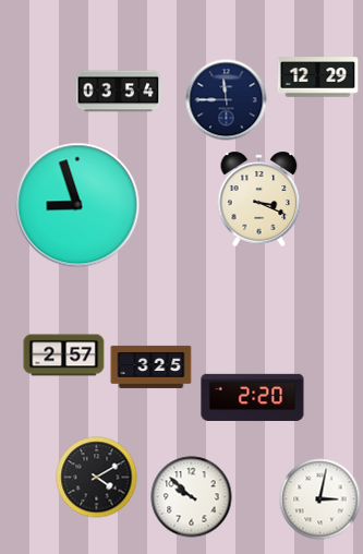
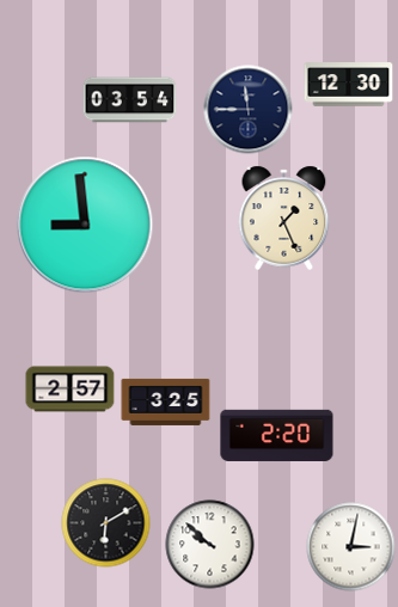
clock at (318, 77): 12:29 -> 12:30
clock at (259, 198): 3:19 -> 1:26
clock at (77, 205): 8:57 -> 8:59
clock at (97, 478): 4:10 -> 6:10
